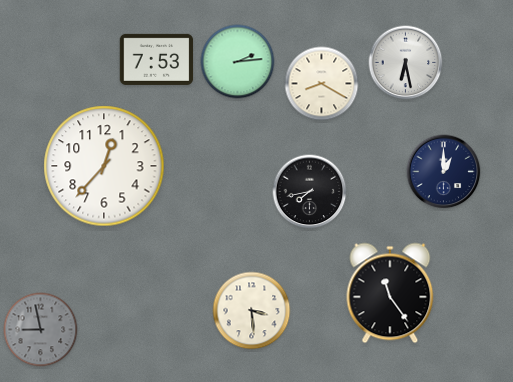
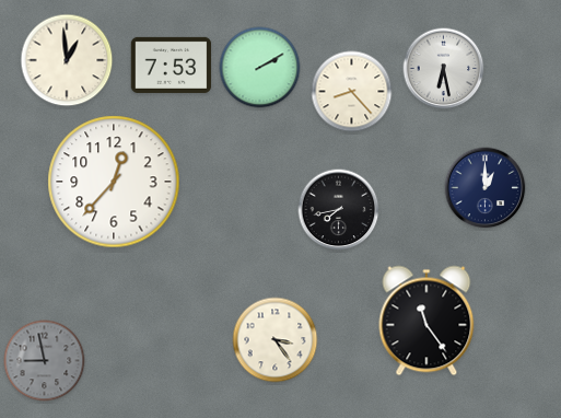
clock at (67, 60): none -> 12:59
clock at (238, 62): 2:14 -> 2:10
clock at (322, 84): 8:20 -> 8:23
clock at (252, 311): 3:29 -> 3:24
